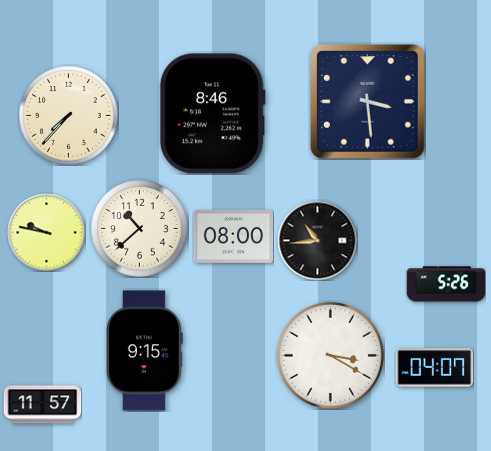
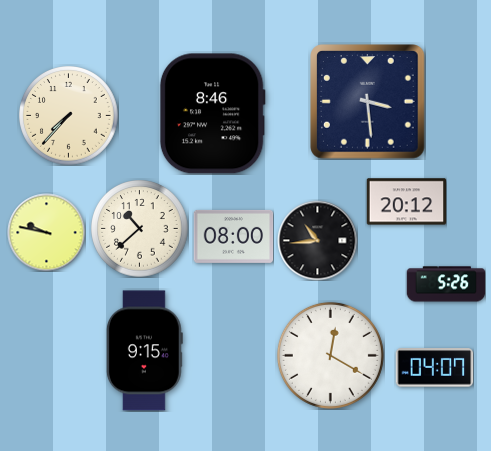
clock at (406, 202): none -> 20:12
clock at (330, 355): 3:20 -> 12:20
clock at (42, 405): 11:57 -> none
